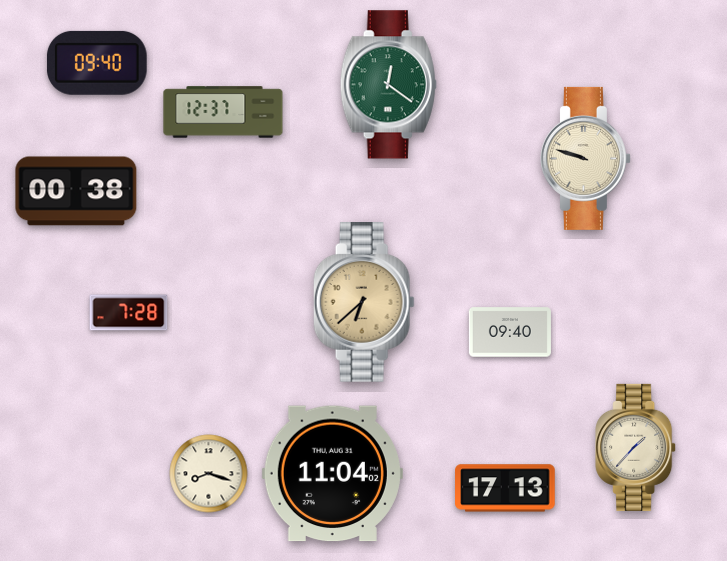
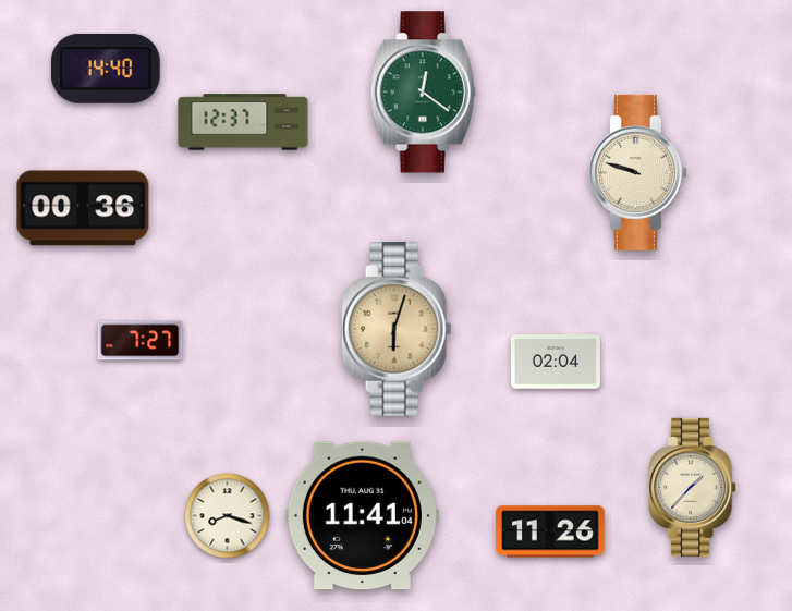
clock at (97, 63): 09:40 -> 14:40
clock at (76, 191): 00:38 -> 00:36
clock at (364, 303): 6:38 -> 6:03
clock at (129, 313): 7:28 -> 7:27
clock at (510, 332): 09:40 -> 02:04
clock at (332, 474): 11:04 -> 11:41
clock at (505, 488): 17:13 -> 11:26
